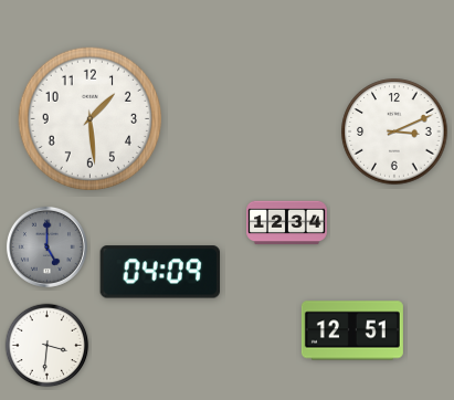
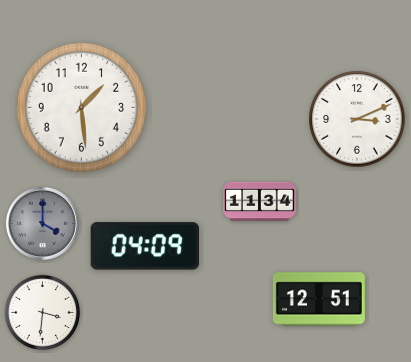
clock at (287, 223): 12:34 -> 11:34
clock at (46, 246): 5:00 -> 4:00
